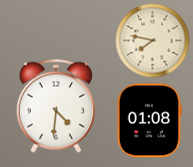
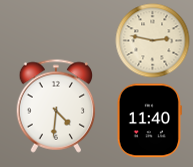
clock at (153, 41): 7:47 -> 2:47
clock at (149, 121): 01:08 -> 11:40
